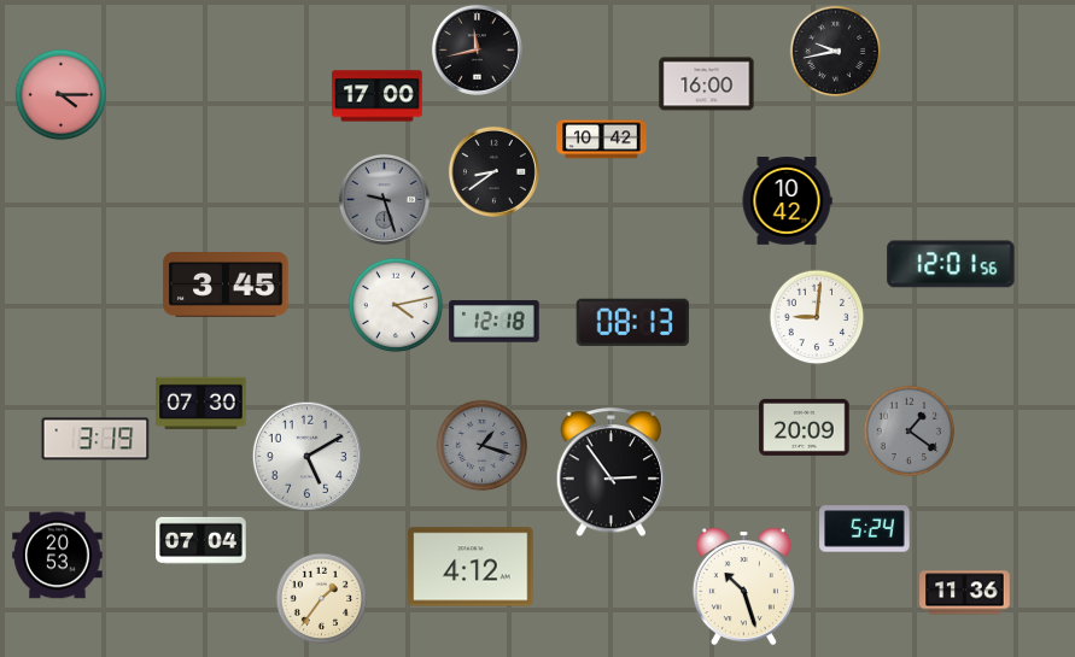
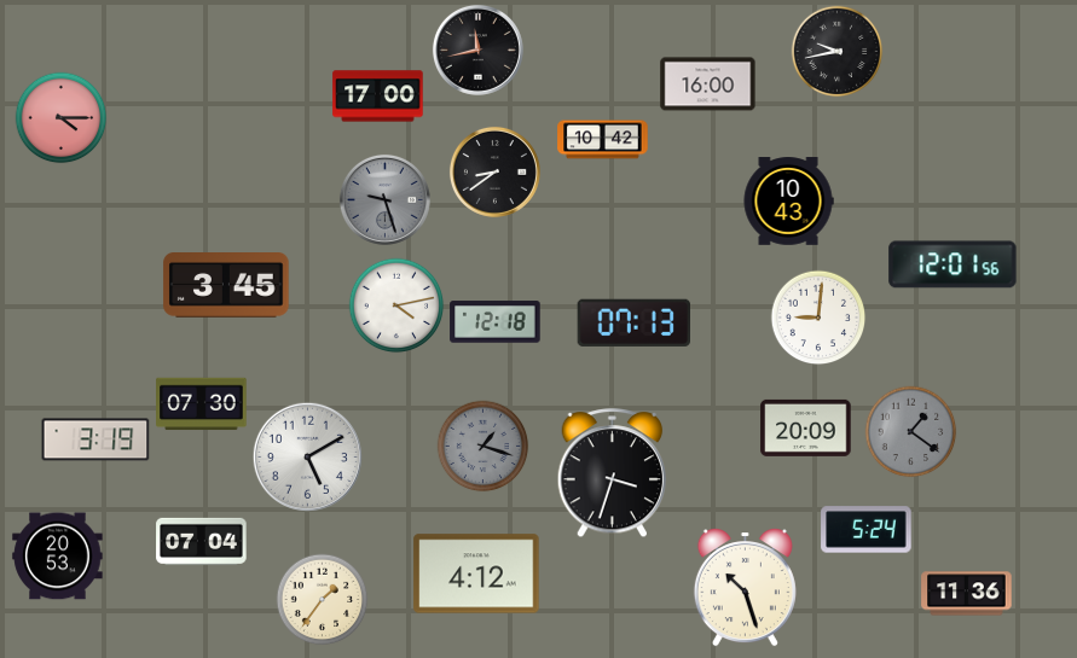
clock at (62, 95) position: (62, 95) -> (62, 118)
clock at (787, 201): 10:42 -> 10:43
clock at (632, 322): 08:13 -> 07:13
clock at (612, 473): 2:54 -> 3:33
clock at (471, 567) position: (471, 567) -> (476, 573)
